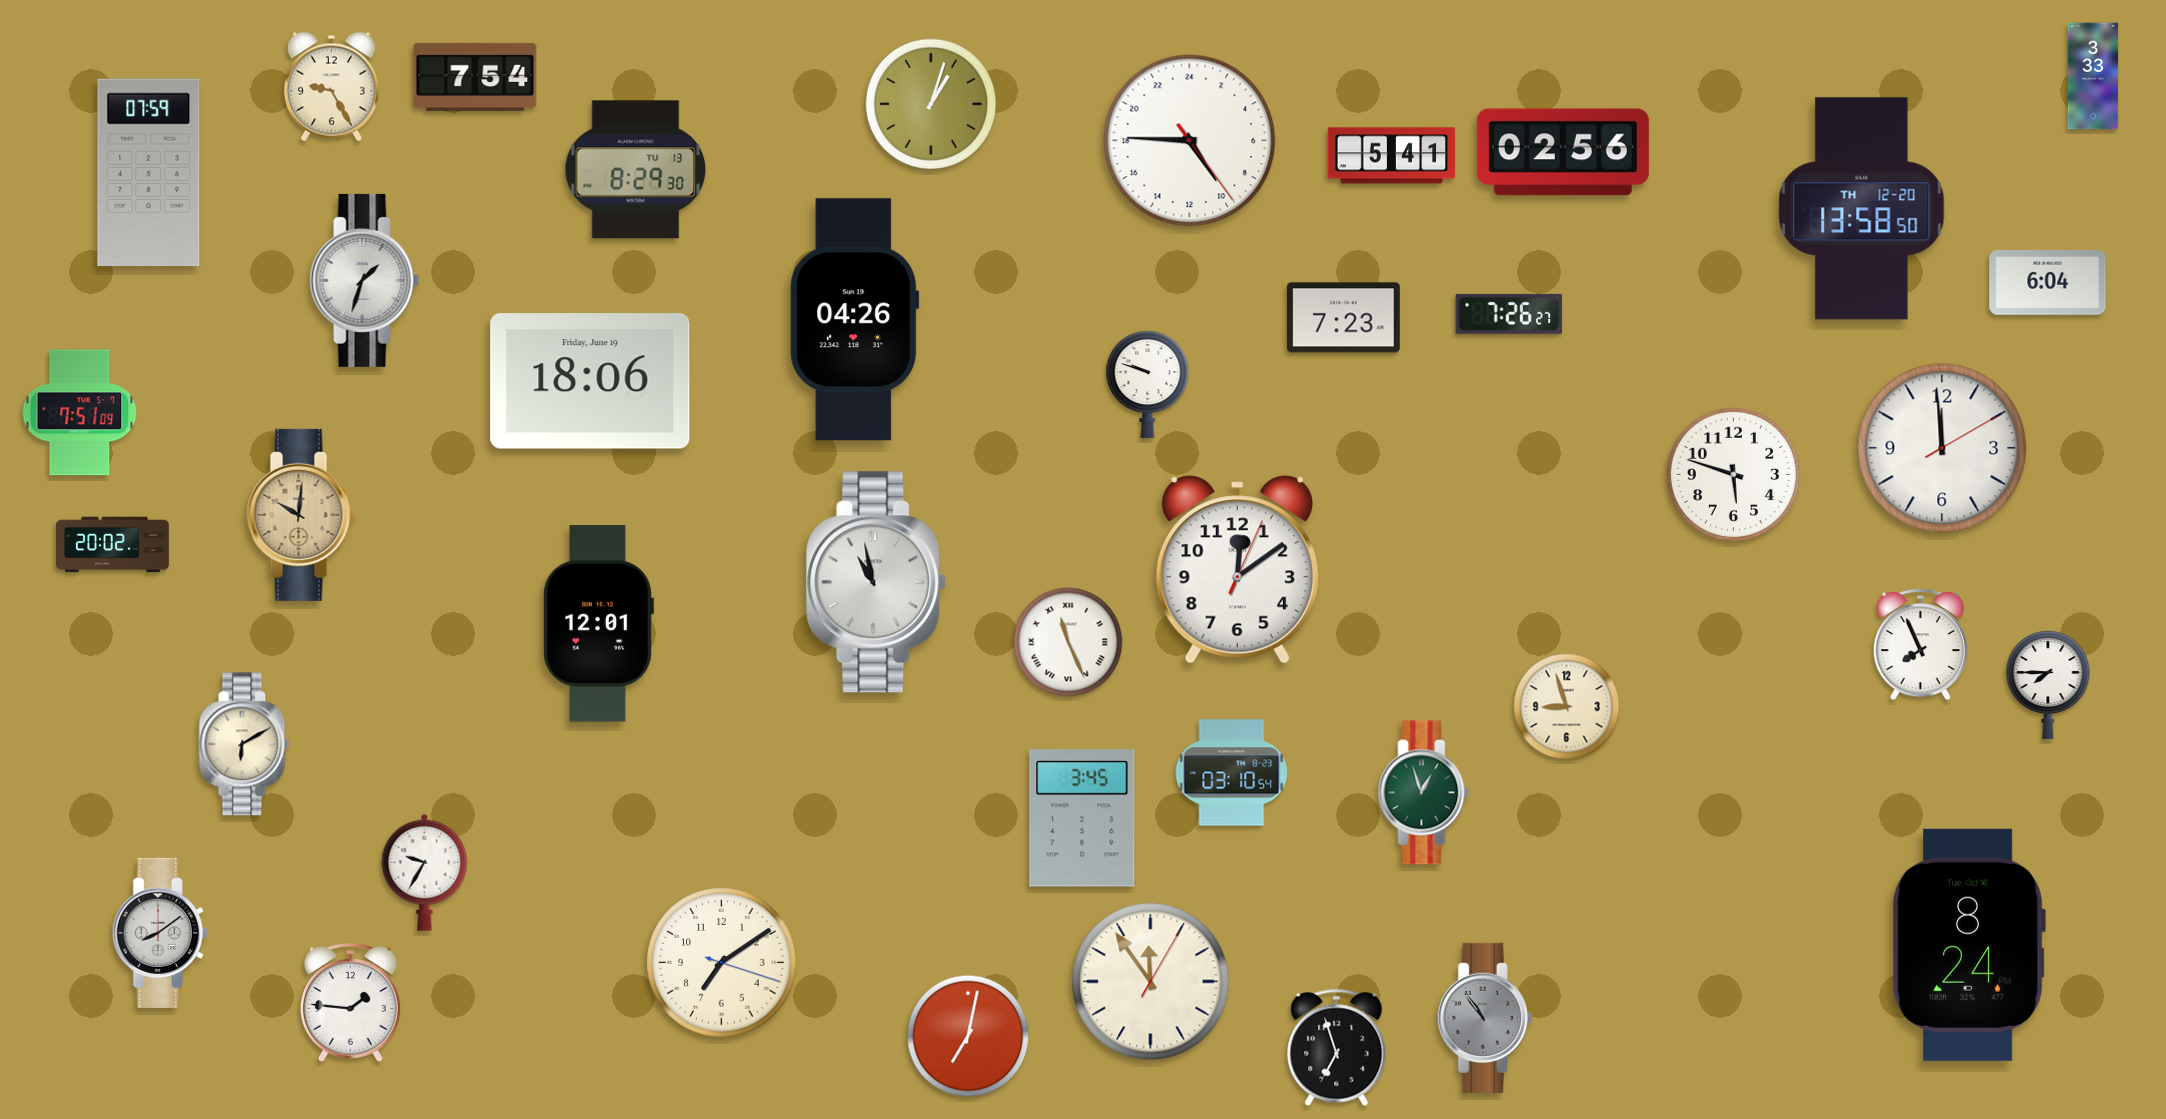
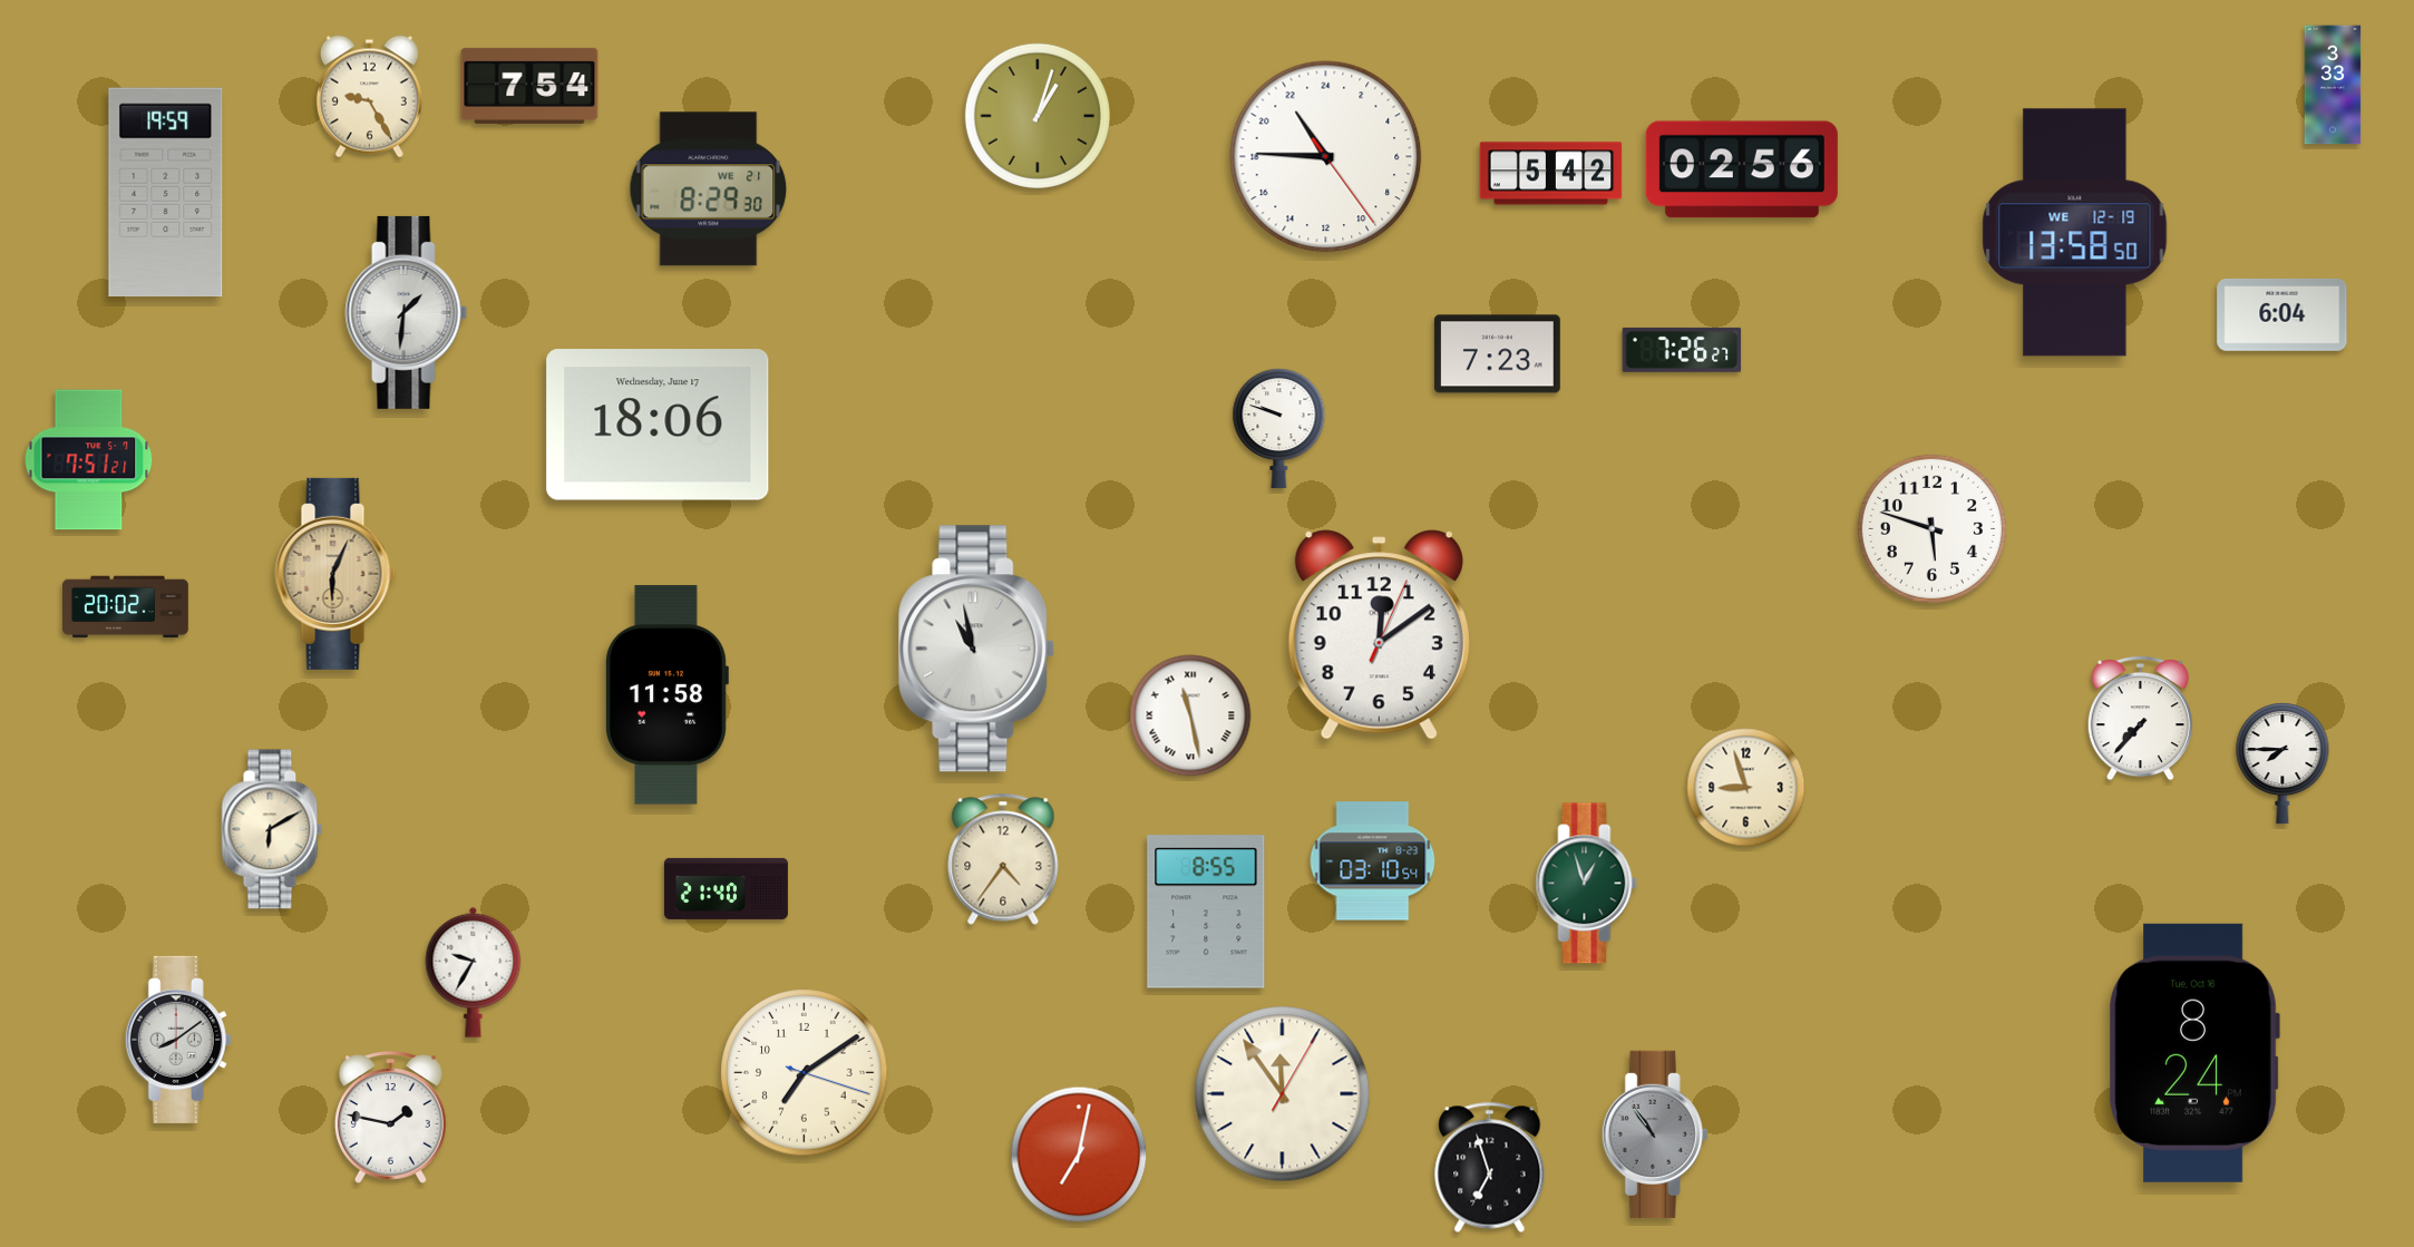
clock at (1190, 141): 9:45 -> 21:45
clock at (1392, 156): 5:41 -> 5:42
clock at (636, 170) date: TU 13 -> WE 21
clock at (149, 173): 07:59 -> 19:59
clock at (1862, 209) date: TH 12-20 -> WE 12-19
clock at (365, 280): 1:33 -> 1:31
clock at (855, 320): 04:26 -> none
clock at (590, 381) date: Friday, June 19 -> Wednesday, June 17
clock at (80, 413): 7:51:09 -> 7:51:21
clock at (1942, 448): 11:59 -> none
clock at (301, 515): 10:01 -> 6:04
clock at (598, 624): 12:01 -> 11:58
clock at (1068, 642): 11:26 -> 11:28
clock at (1920, 644): 7:56 -> 7:37
clock at (1003, 859): none -> 4:36
clock at (726, 888): none -> 21:40
clock at (1082, 818): 3:45 -> 8:55
clock at (350, 1003): 1:46 -> 1:47
